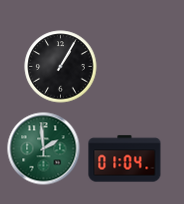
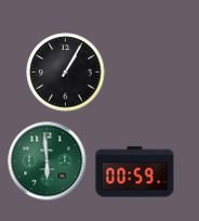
clock at (44, 149): 1:59 -> 5:59
clock at (125, 159): 01:04 -> 00:59
